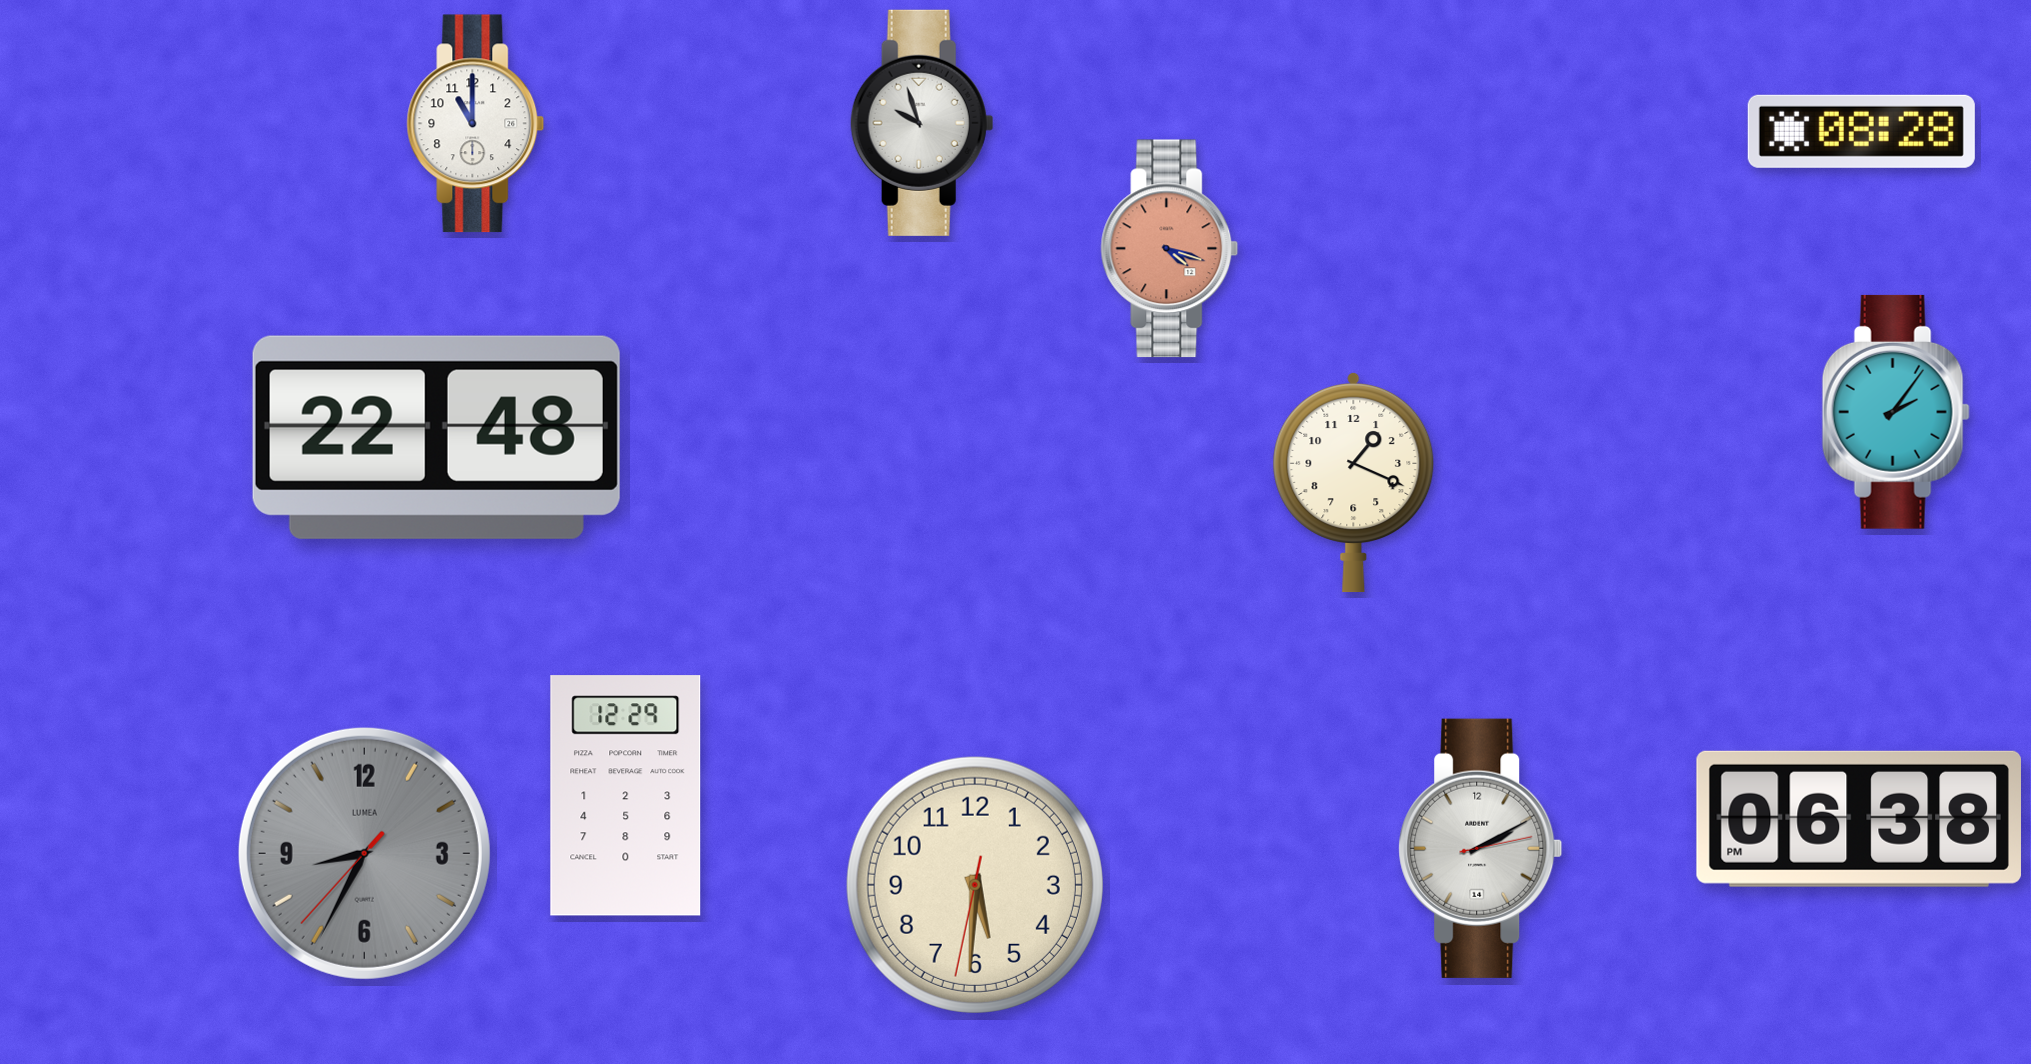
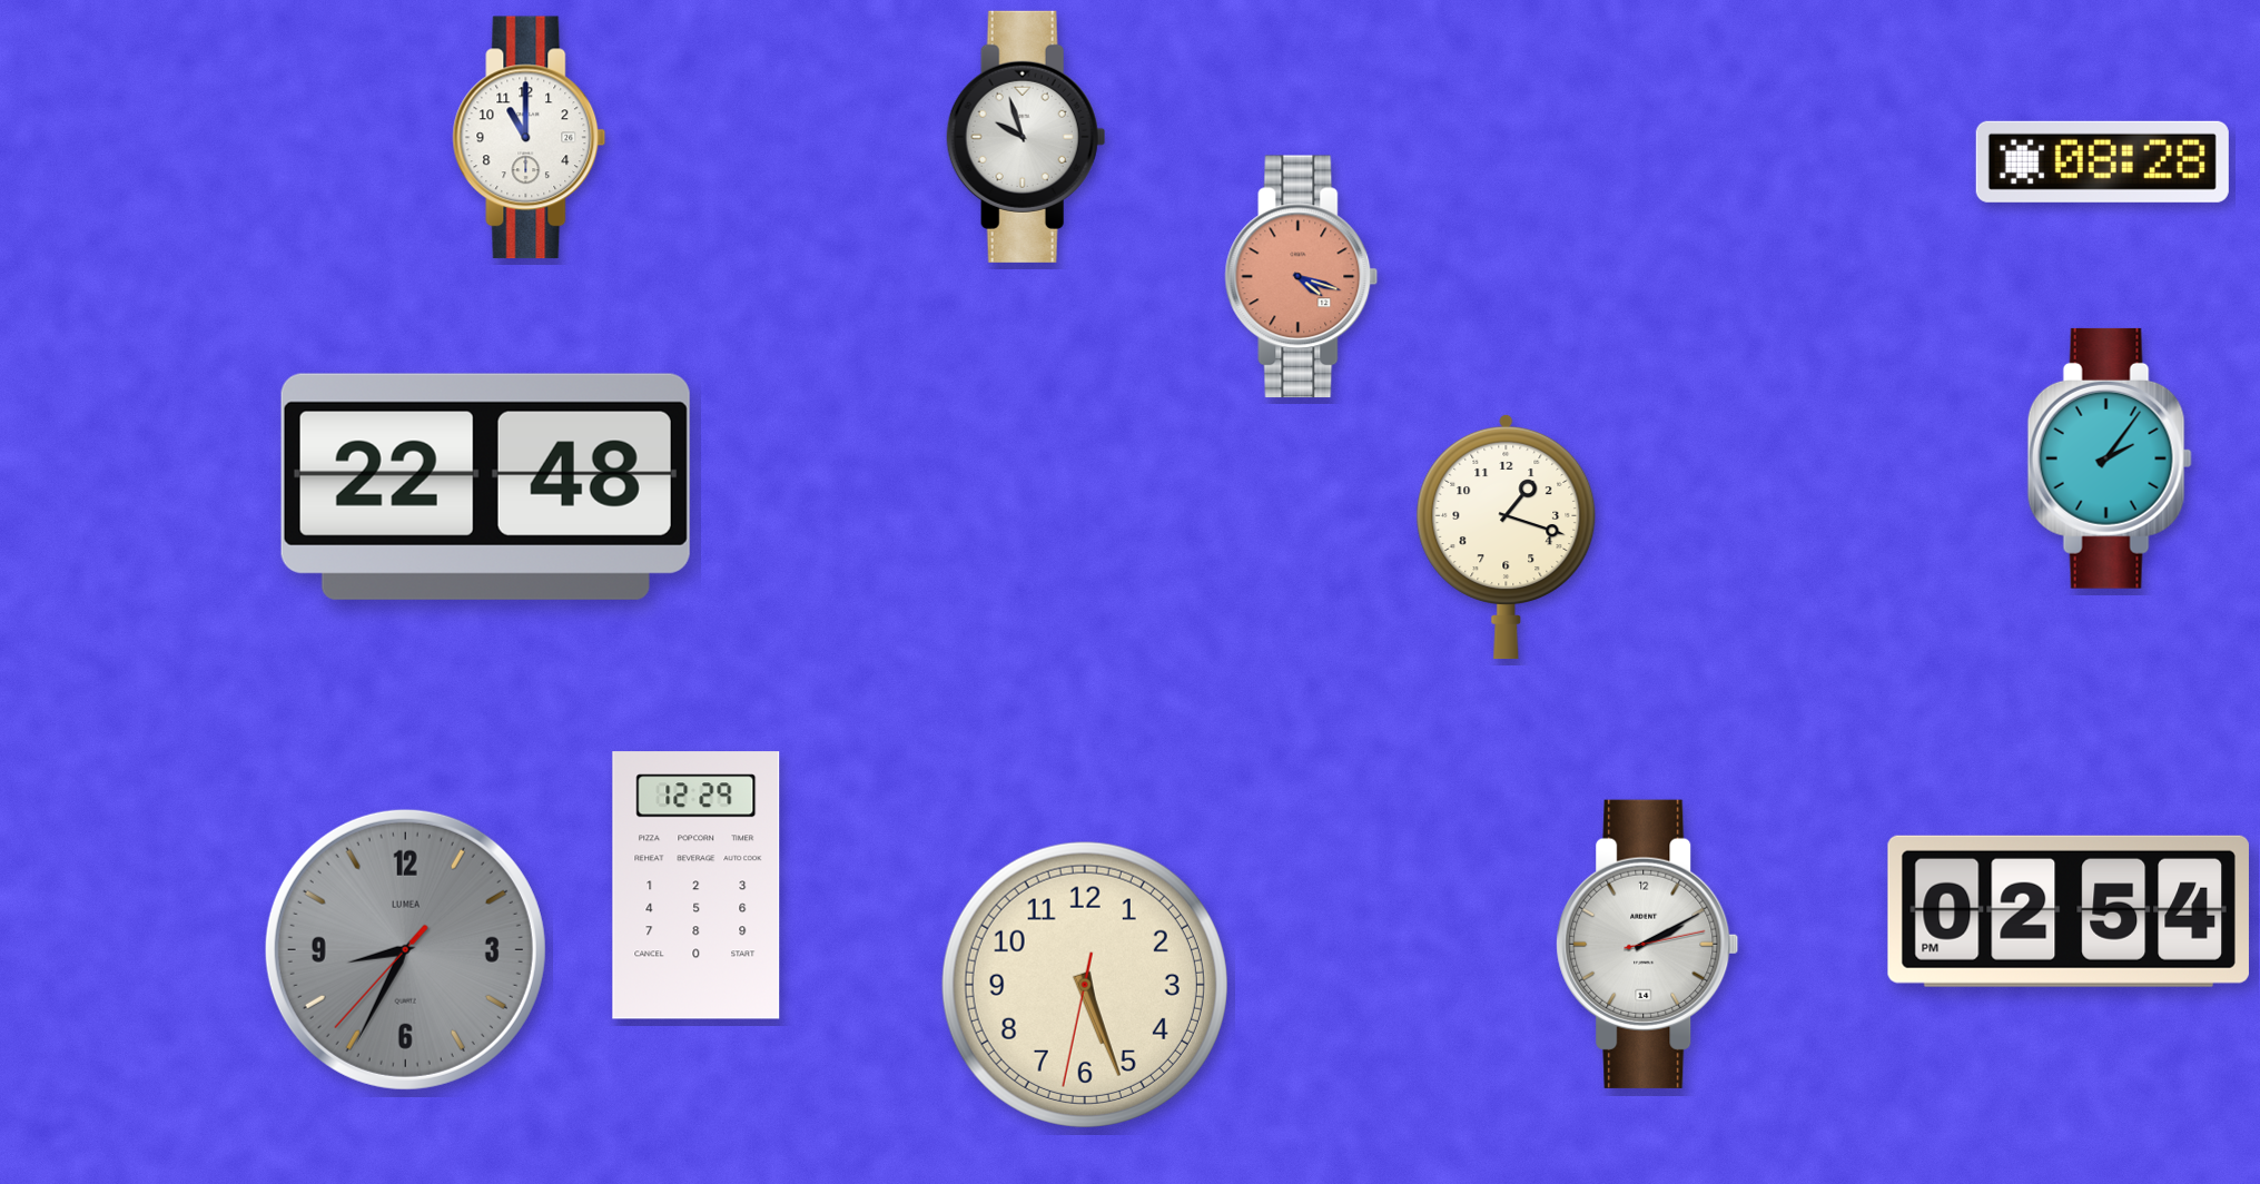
clock at (1861, 131) position: (1861, 131) -> (2102, 161)
clock at (1354, 482): 1:19 -> 1:18
clock at (1859, 819): 06:38 -> 02:54
clock at (975, 885): 5:30 -> 5:26
